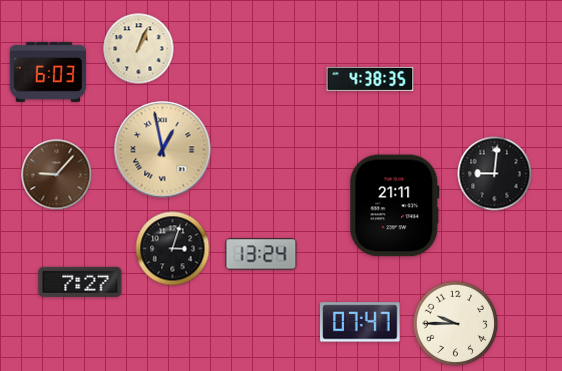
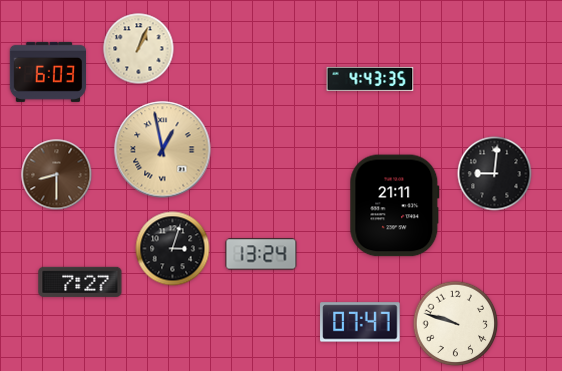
clock at (370, 79): 4:38 -> 4:43
clock at (57, 175): 9:07 -> 8:30
clock at (456, 324): 9:45 -> 9:48
